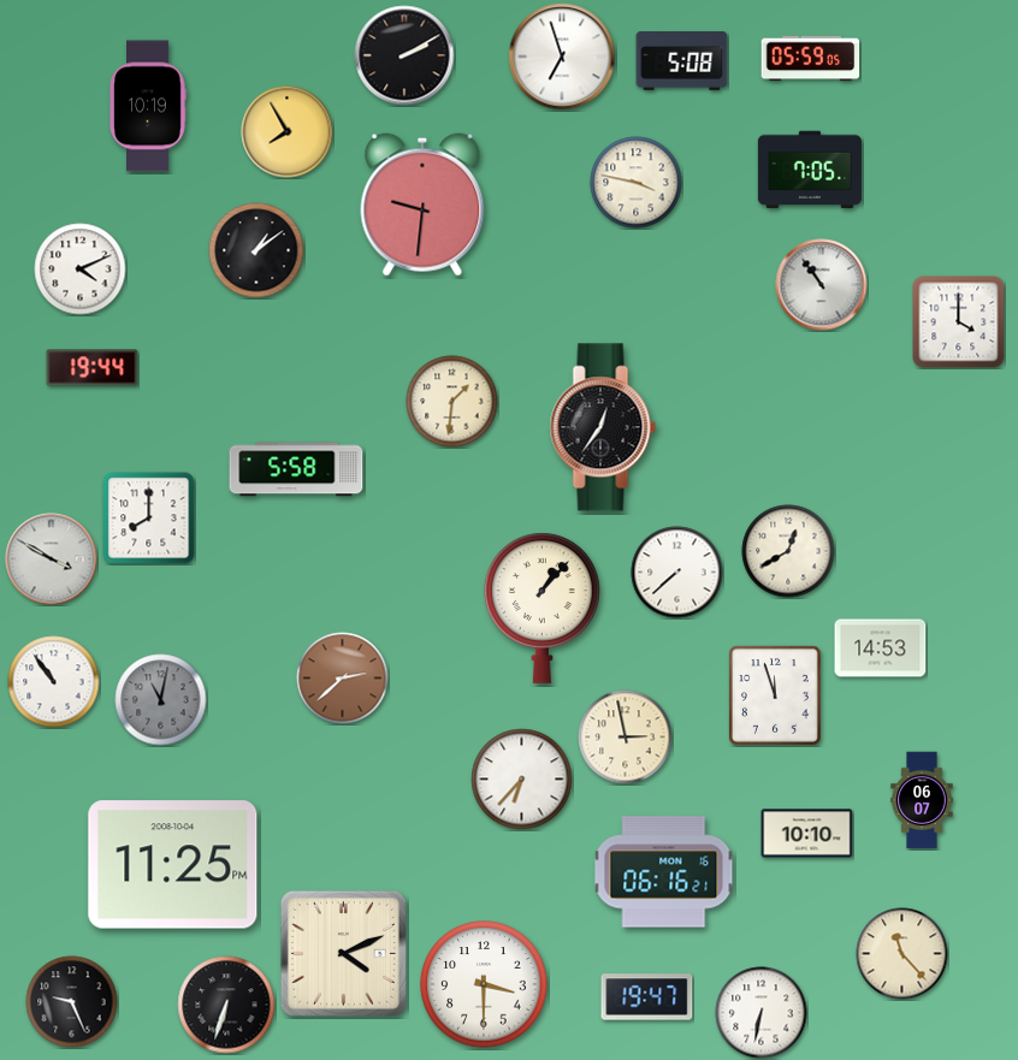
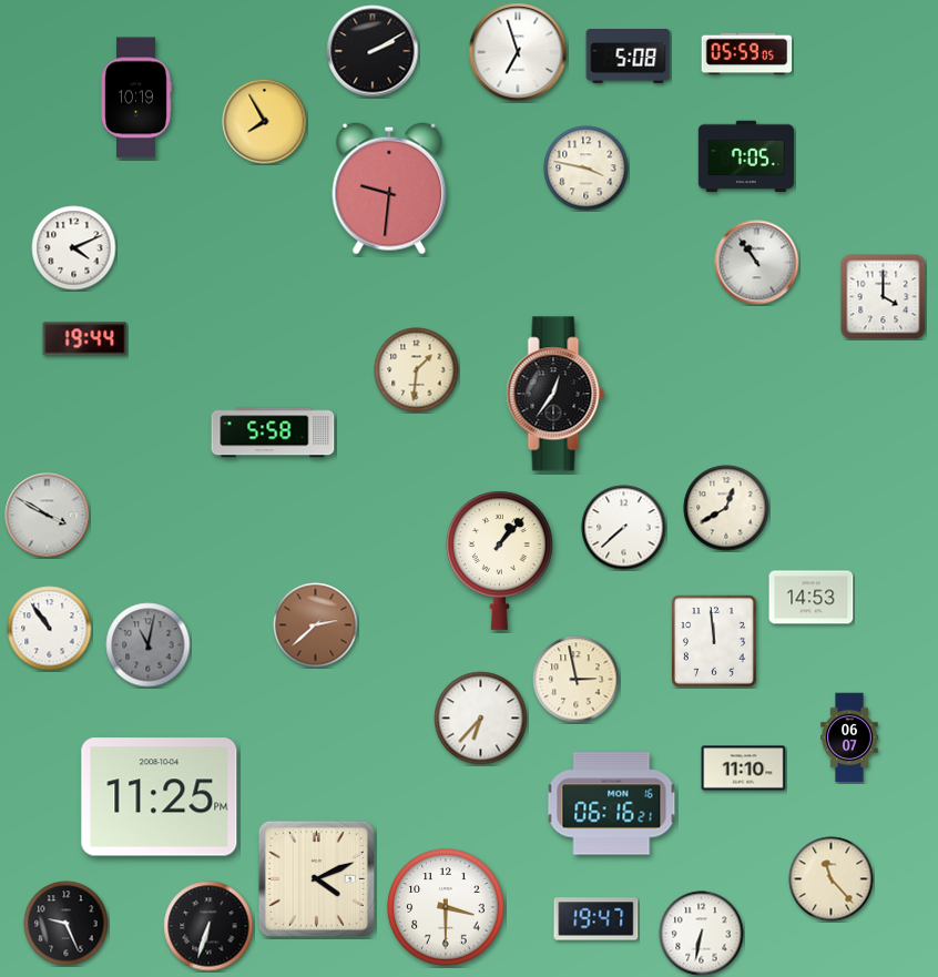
clock at (256, 250): 1:09 -> none
clock at (149, 519): 8:00 -> none
clock at (775, 697): 11:57 -> 11:59
clock at (807, 834): 10:10 -> 11:10
